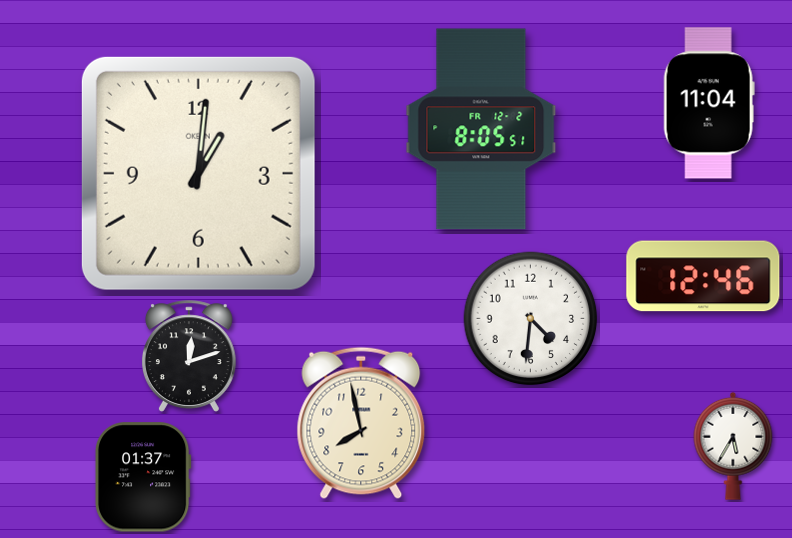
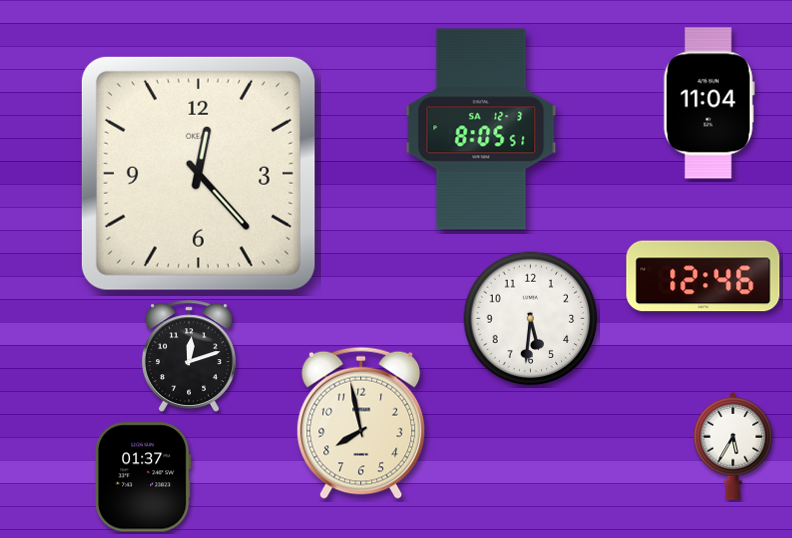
clock at (481, 129) date: FR 12-2 -> SA 12-3
clock at (198, 173): 1:01 -> 12:23
clock at (531, 319): 4:31 -> 5:31
